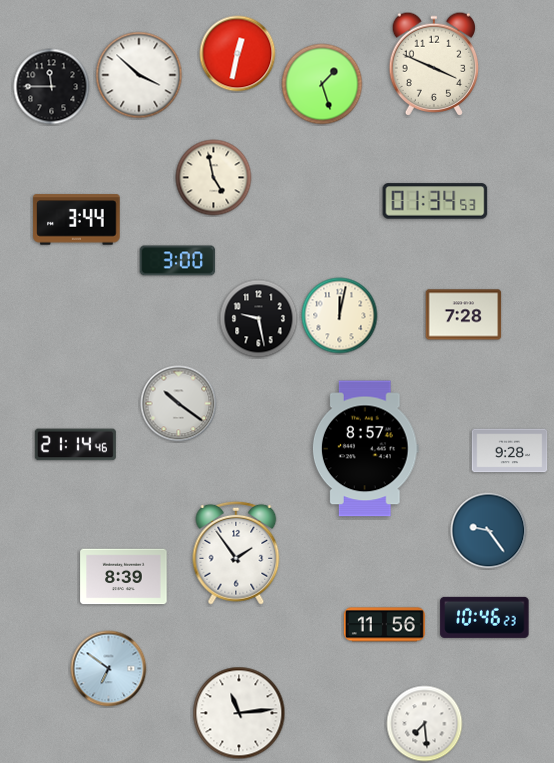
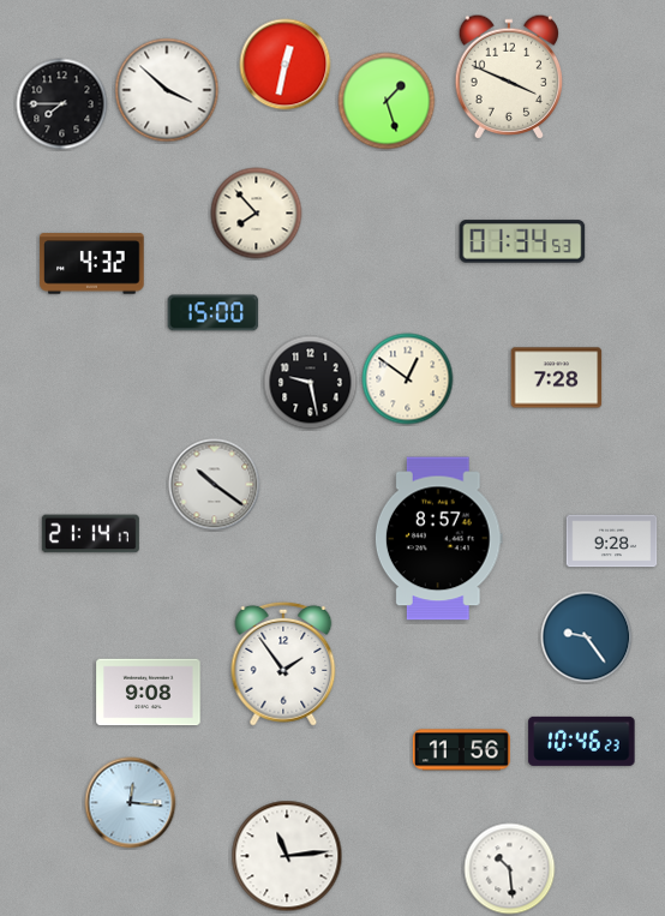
clock at (433, 64) position: (433, 64) -> (508, 77)
clock at (52, 87): 11:45 -> 7:45
clock at (214, 178): 4:58 -> 7:53
clock at (77, 220): 3:44 -> 4:32
clock at (178, 261): 3:00 -> 15:00
clock at (340, 316): 12:02 -> 12:51
clock at (75, 445): 21:14:46 -> 21:14:17
clock at (124, 577): 8:39 -> 9:08
clock at (109, 669): 6:51 -> 12:16
clock at (425, 724): 7:29 -> 10:29
